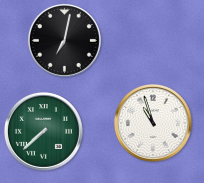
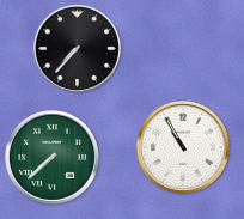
clock at (64, 40): 7:02 -> 7:37
clock at (153, 123): 10:57 -> 10:55
